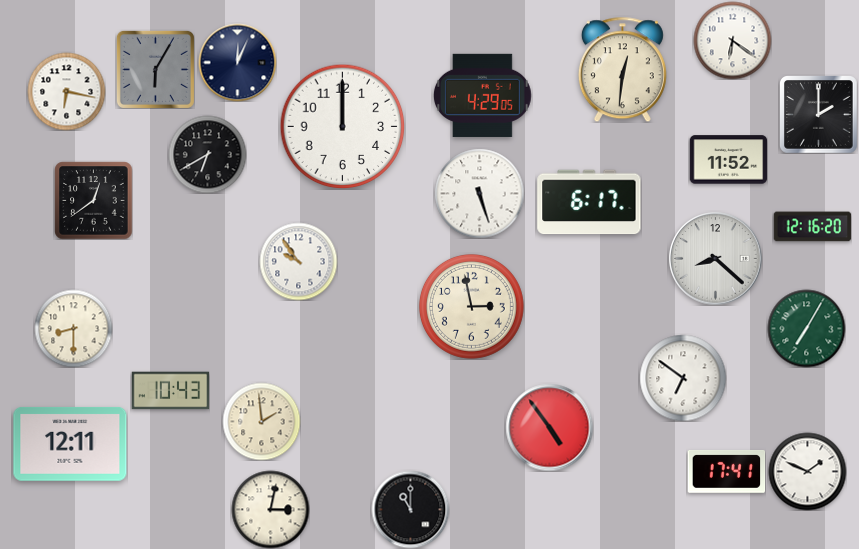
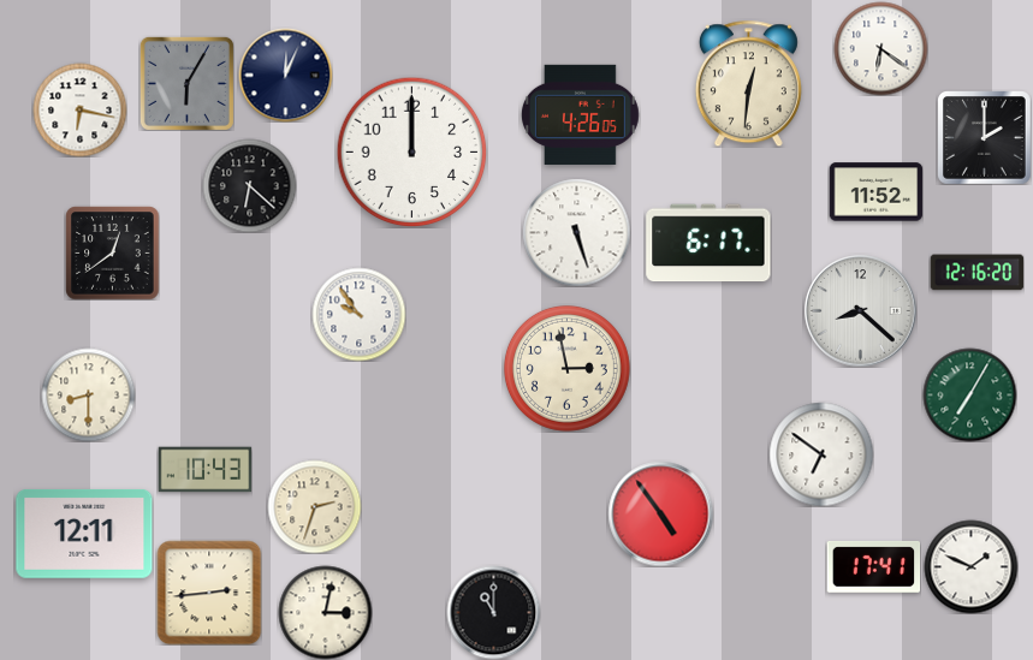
clock at (482, 95): 4:29 -> 4:26
clock at (207, 154): 6:40 -> 6:22
clock at (93, 200) position: (93, 200) -> (112, 252)
clock at (261, 421): 1:59 -> 2:33
clock at (209, 593): none -> 2:44
